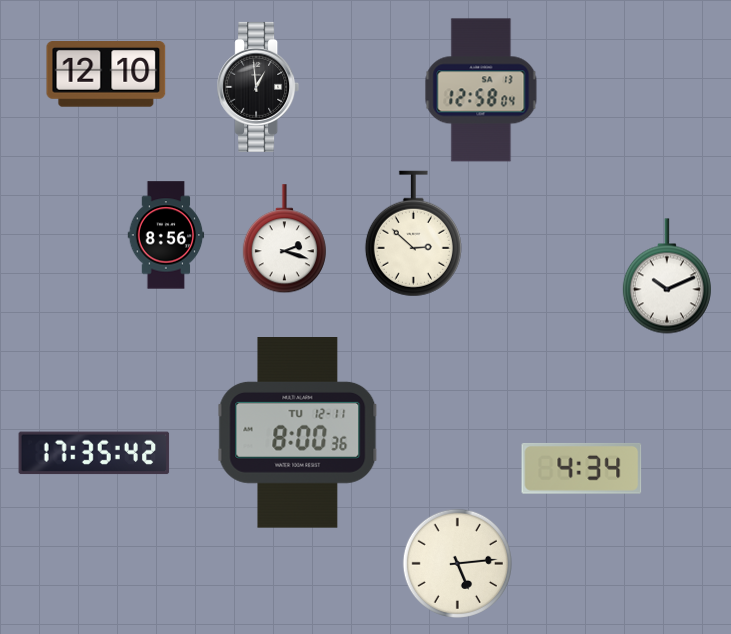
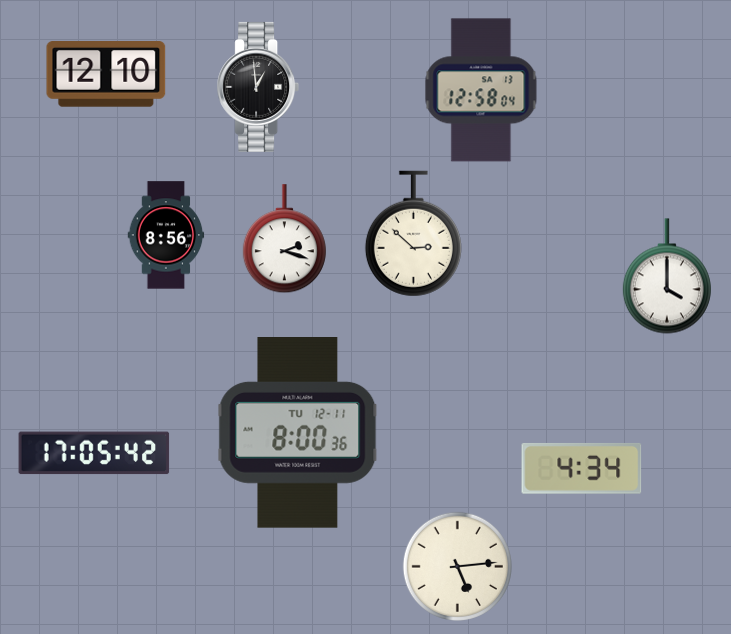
clock at (667, 276): 10:11 -> 4:00
clock at (94, 453): 17:35 -> 17:05
clock at (457, 563) position: (457, 563) -> (457, 566)
